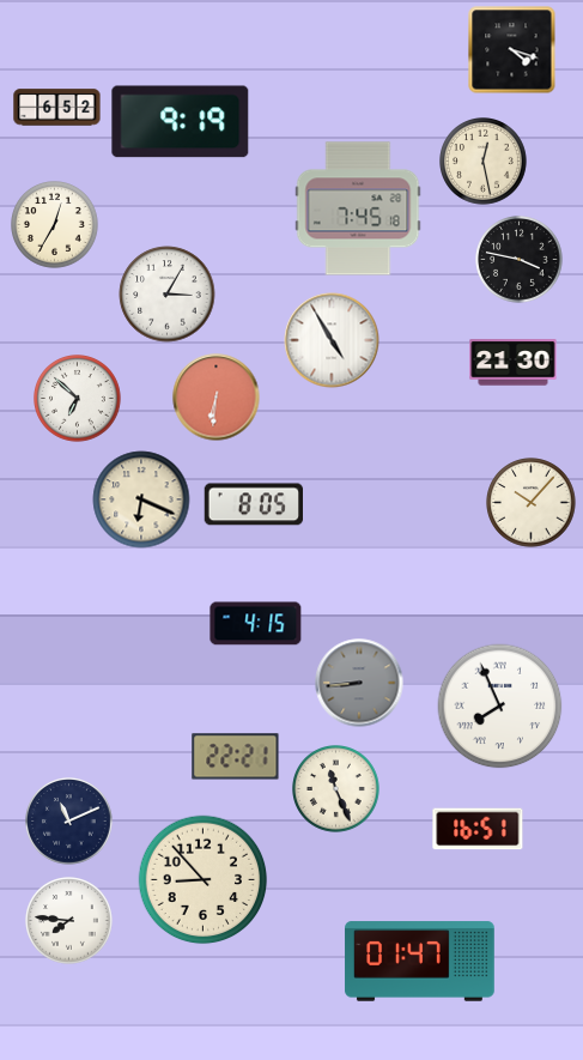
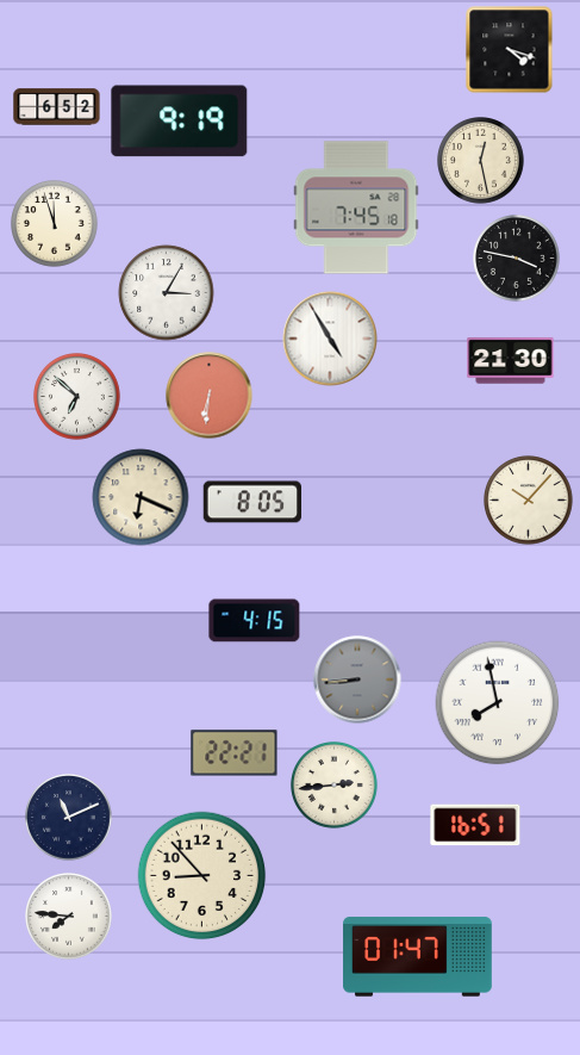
clock at (55, 225): 12:35 -> 11:57
clock at (217, 398) position: (217, 398) -> (210, 396)
clock at (500, 707): 7:56 -> 7:58
clock at (336, 789): 11:26 -> 2:44
